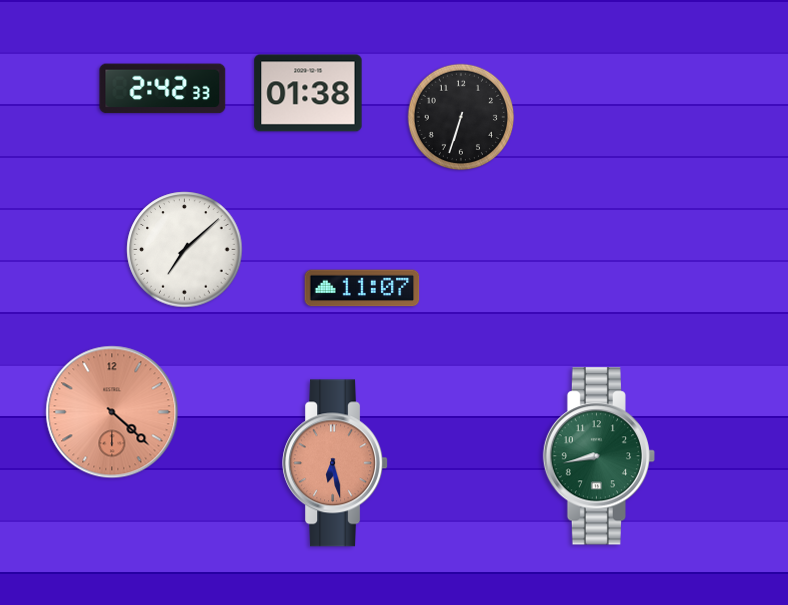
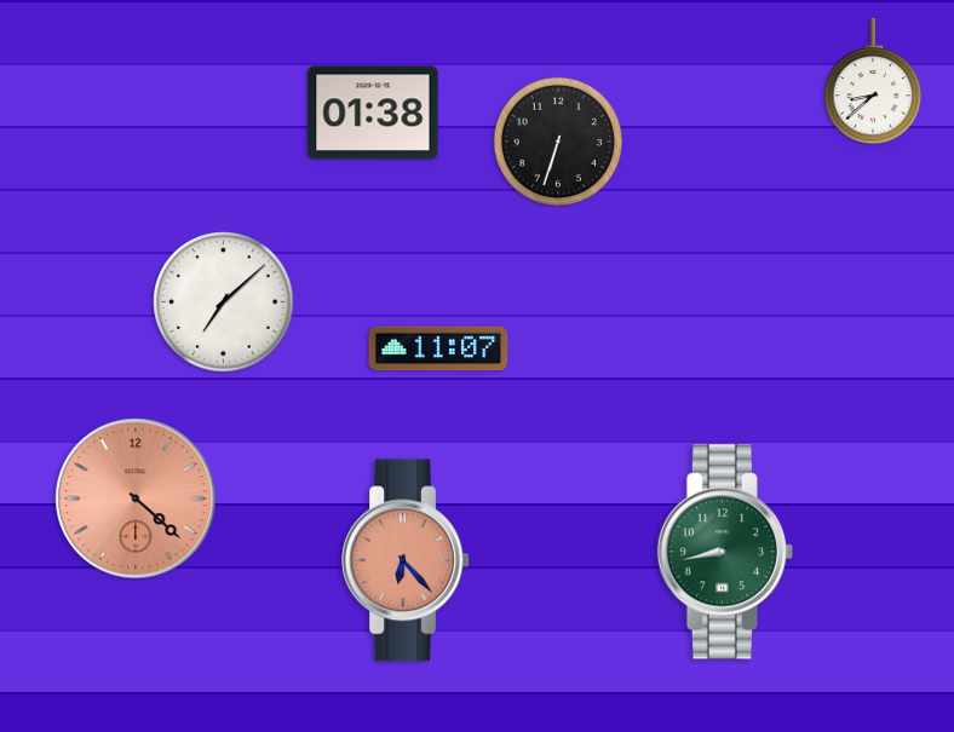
clock at (873, 81): none -> 8:38
clock at (163, 89): 2:42 -> none
clock at (335, 463): 6:28 -> 6:23
